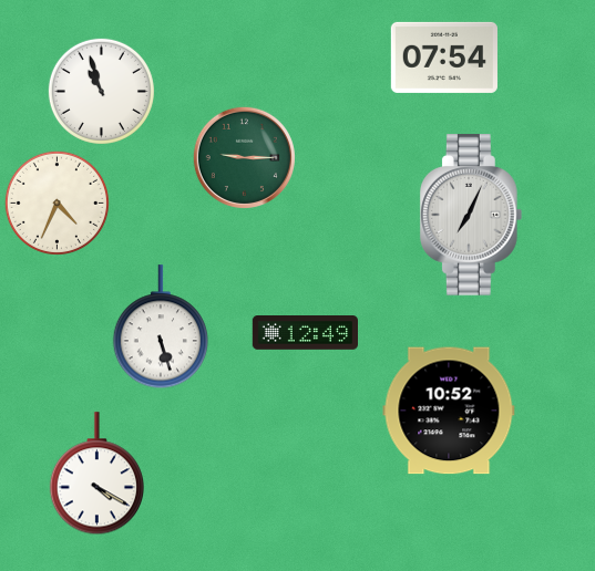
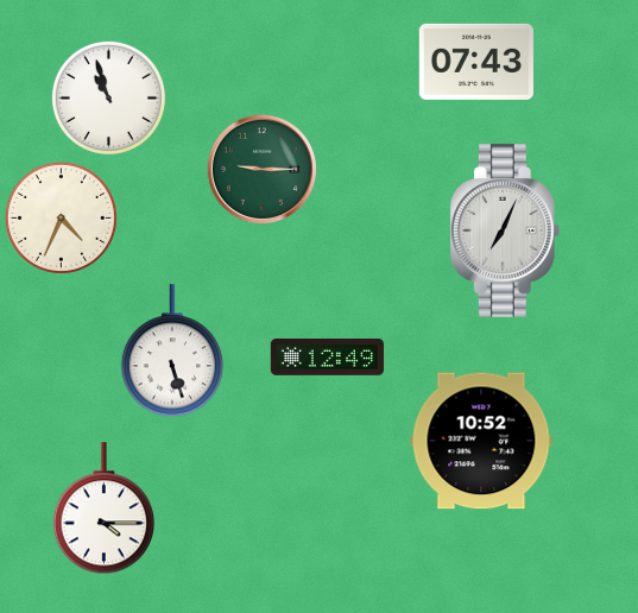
clock at (444, 58): 07:54 -> 07:43
clock at (96, 474): 4:20 -> 4:15
